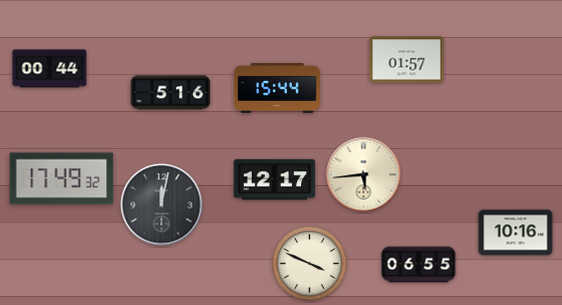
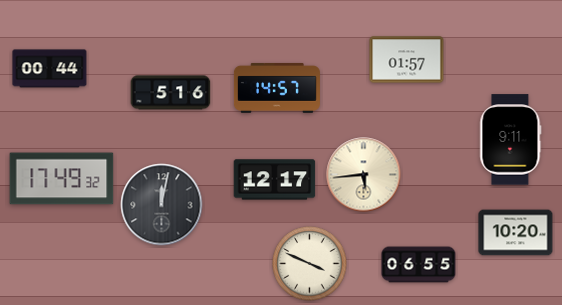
clock at (277, 88): 15:44 -> 14:57
clock at (511, 140): none -> 9:11
clock at (516, 233): 10:16 -> 10:20
